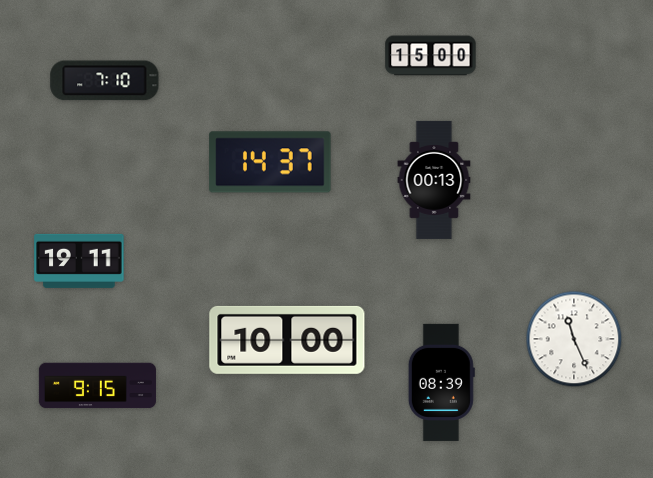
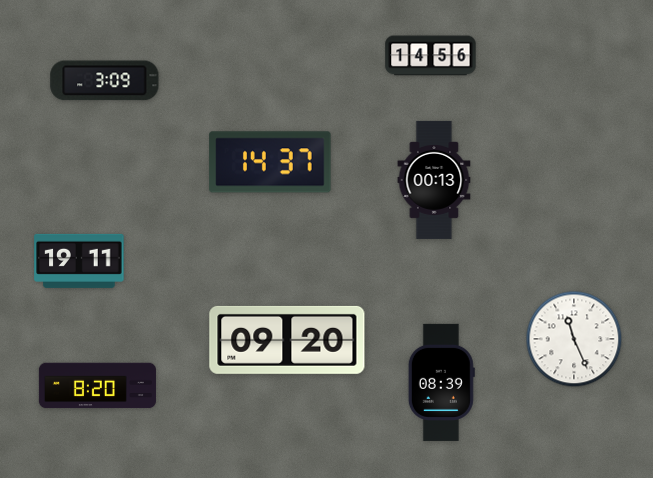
clock at (431, 56): 15:00 -> 14:56
clock at (105, 81): 7:10 -> 3:09
clock at (287, 340): 10:00 -> 09:20
clock at (97, 386): 9:15 -> 8:20
